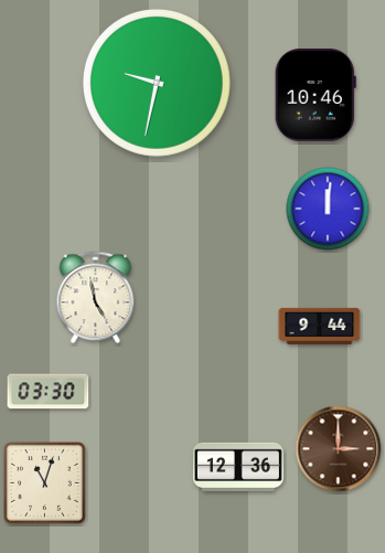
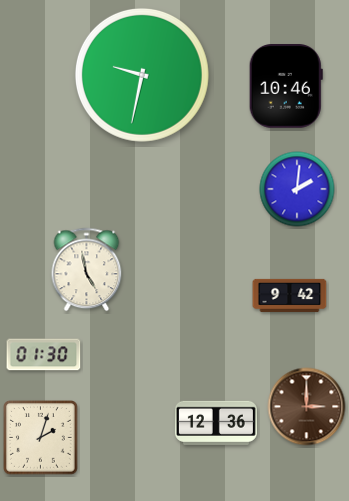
clock at (328, 209): 12:01 -> 2:01
clock at (320, 326): 9:44 -> 9:42
clock at (49, 392): 03:30 -> 01:30
clock at (45, 483): 11:03 -> 2:03
